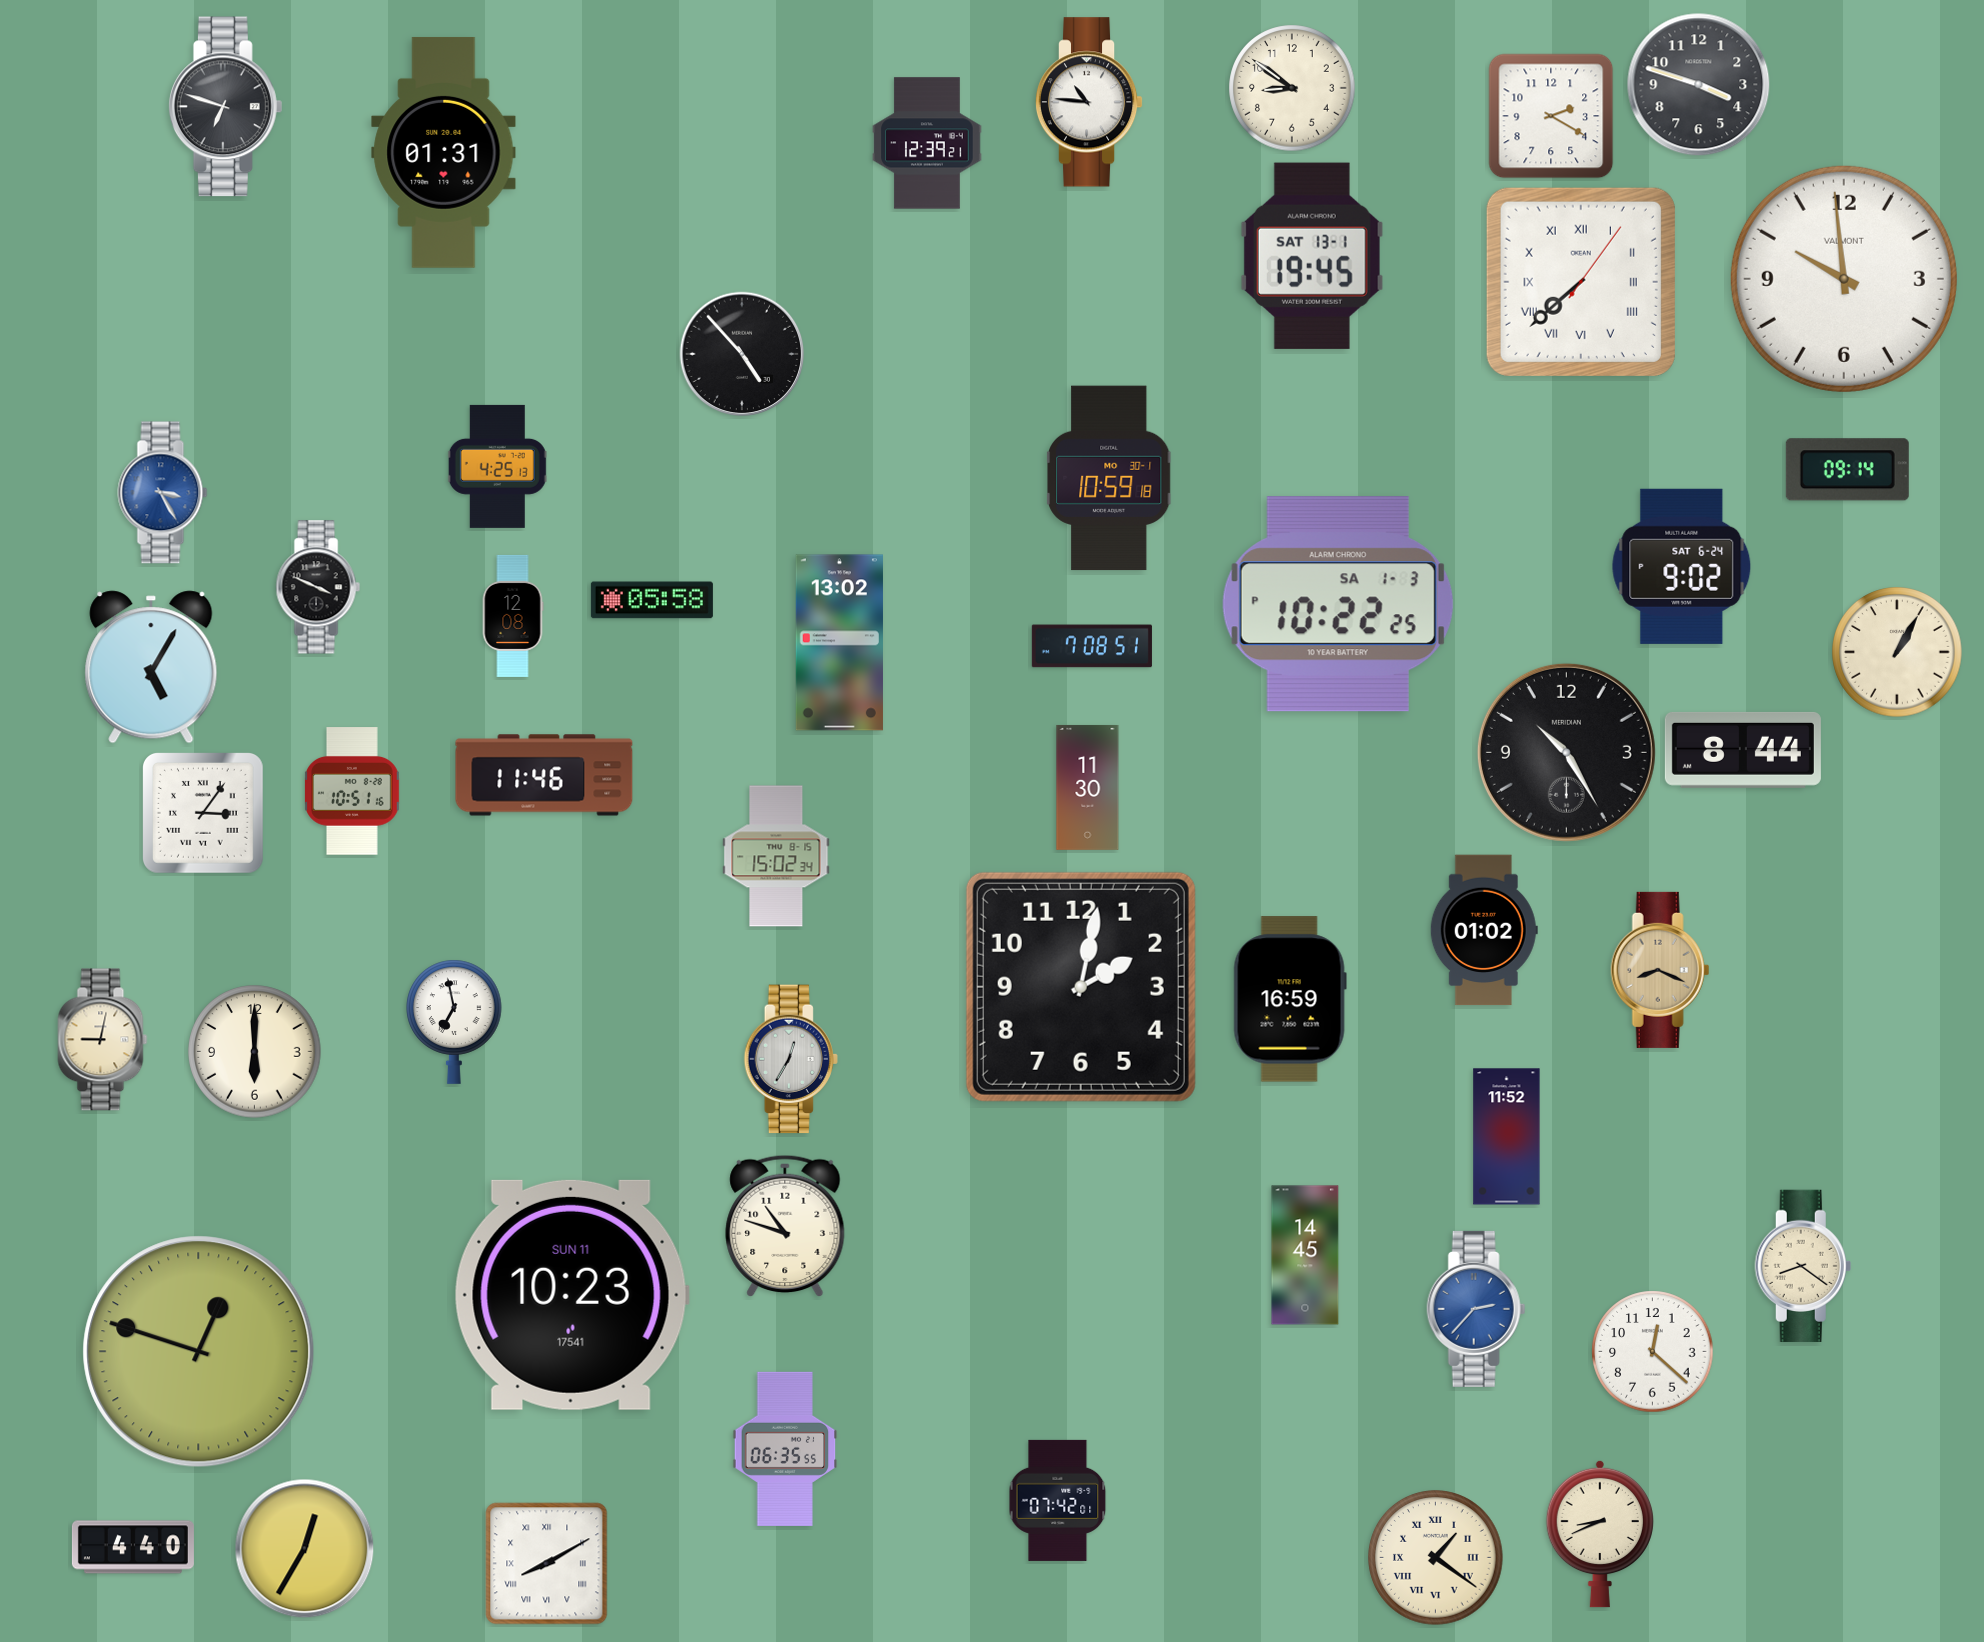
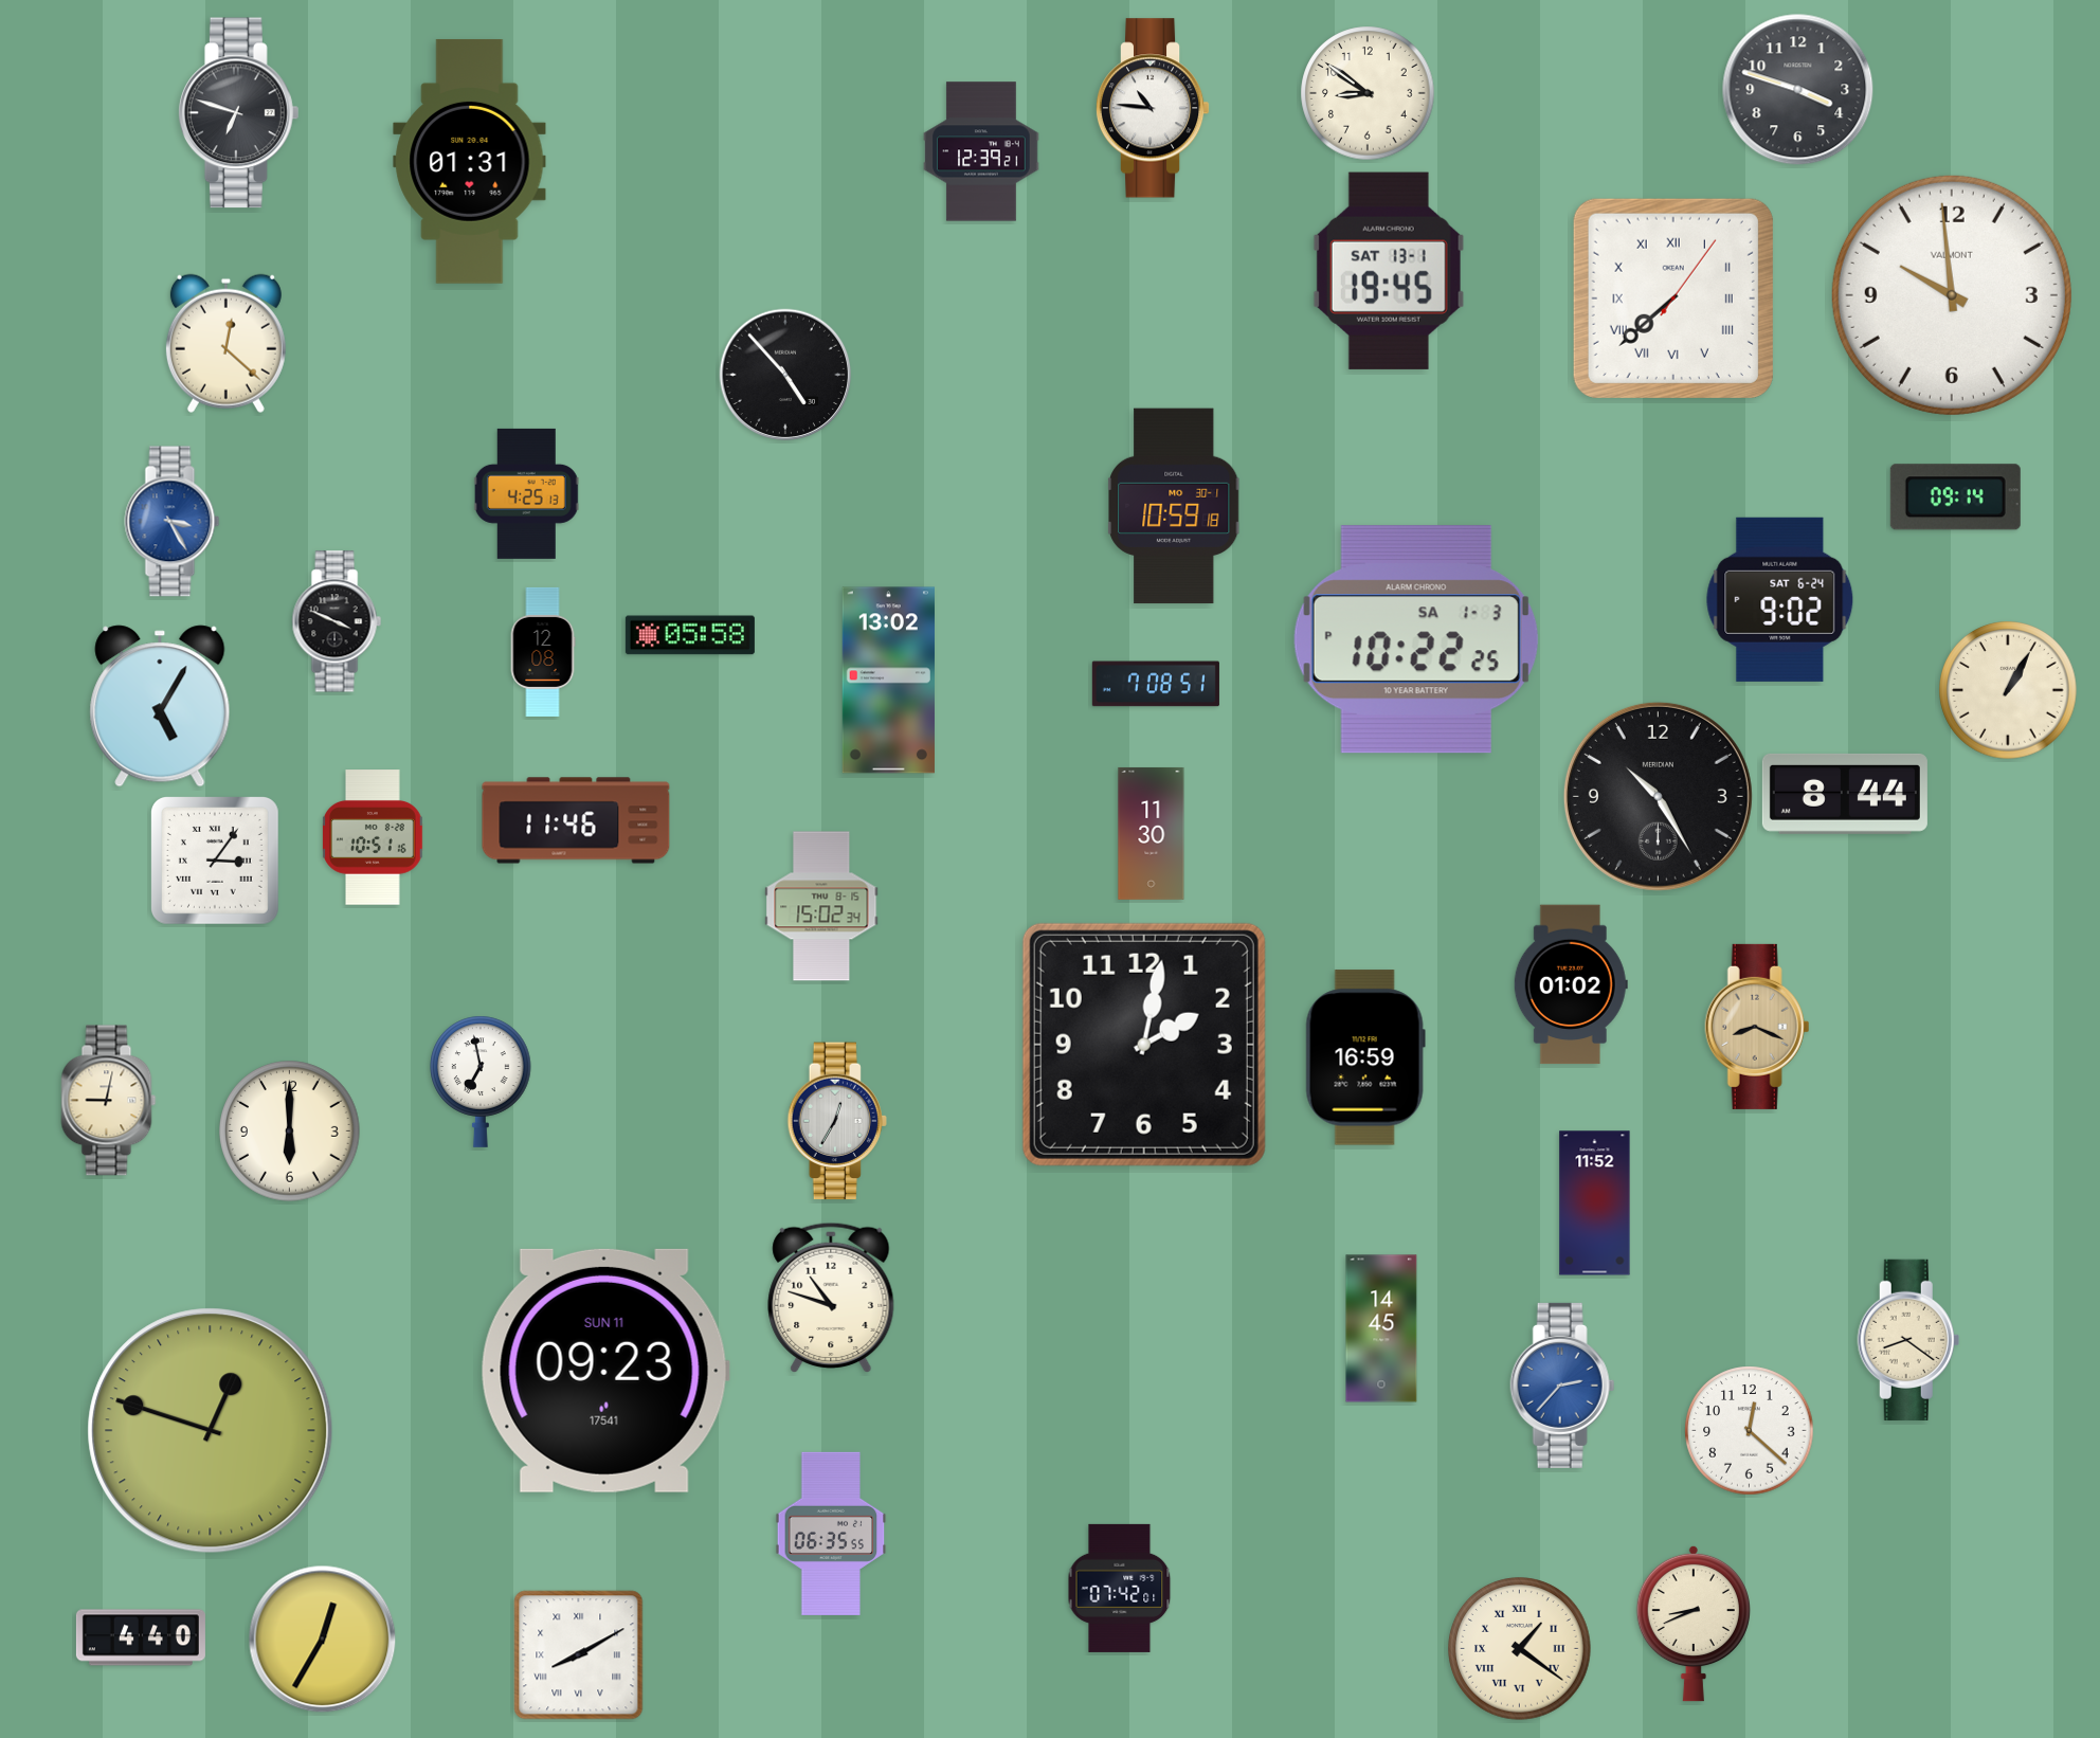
clock at (1551, 116): 2:20 -> none
clock at (225, 343): none -> 12:22
clock at (255, 1052) position: (255, 1052) -> (290, 1131)
clock at (572, 1295): 10:23 -> 09:23
